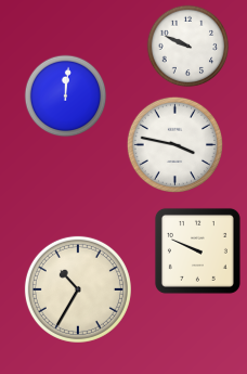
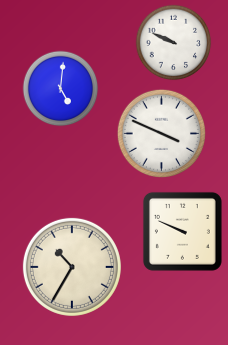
clock at (66, 96): 12:01 -> 5:01
clock at (174, 144): 3:47 -> 3:49
